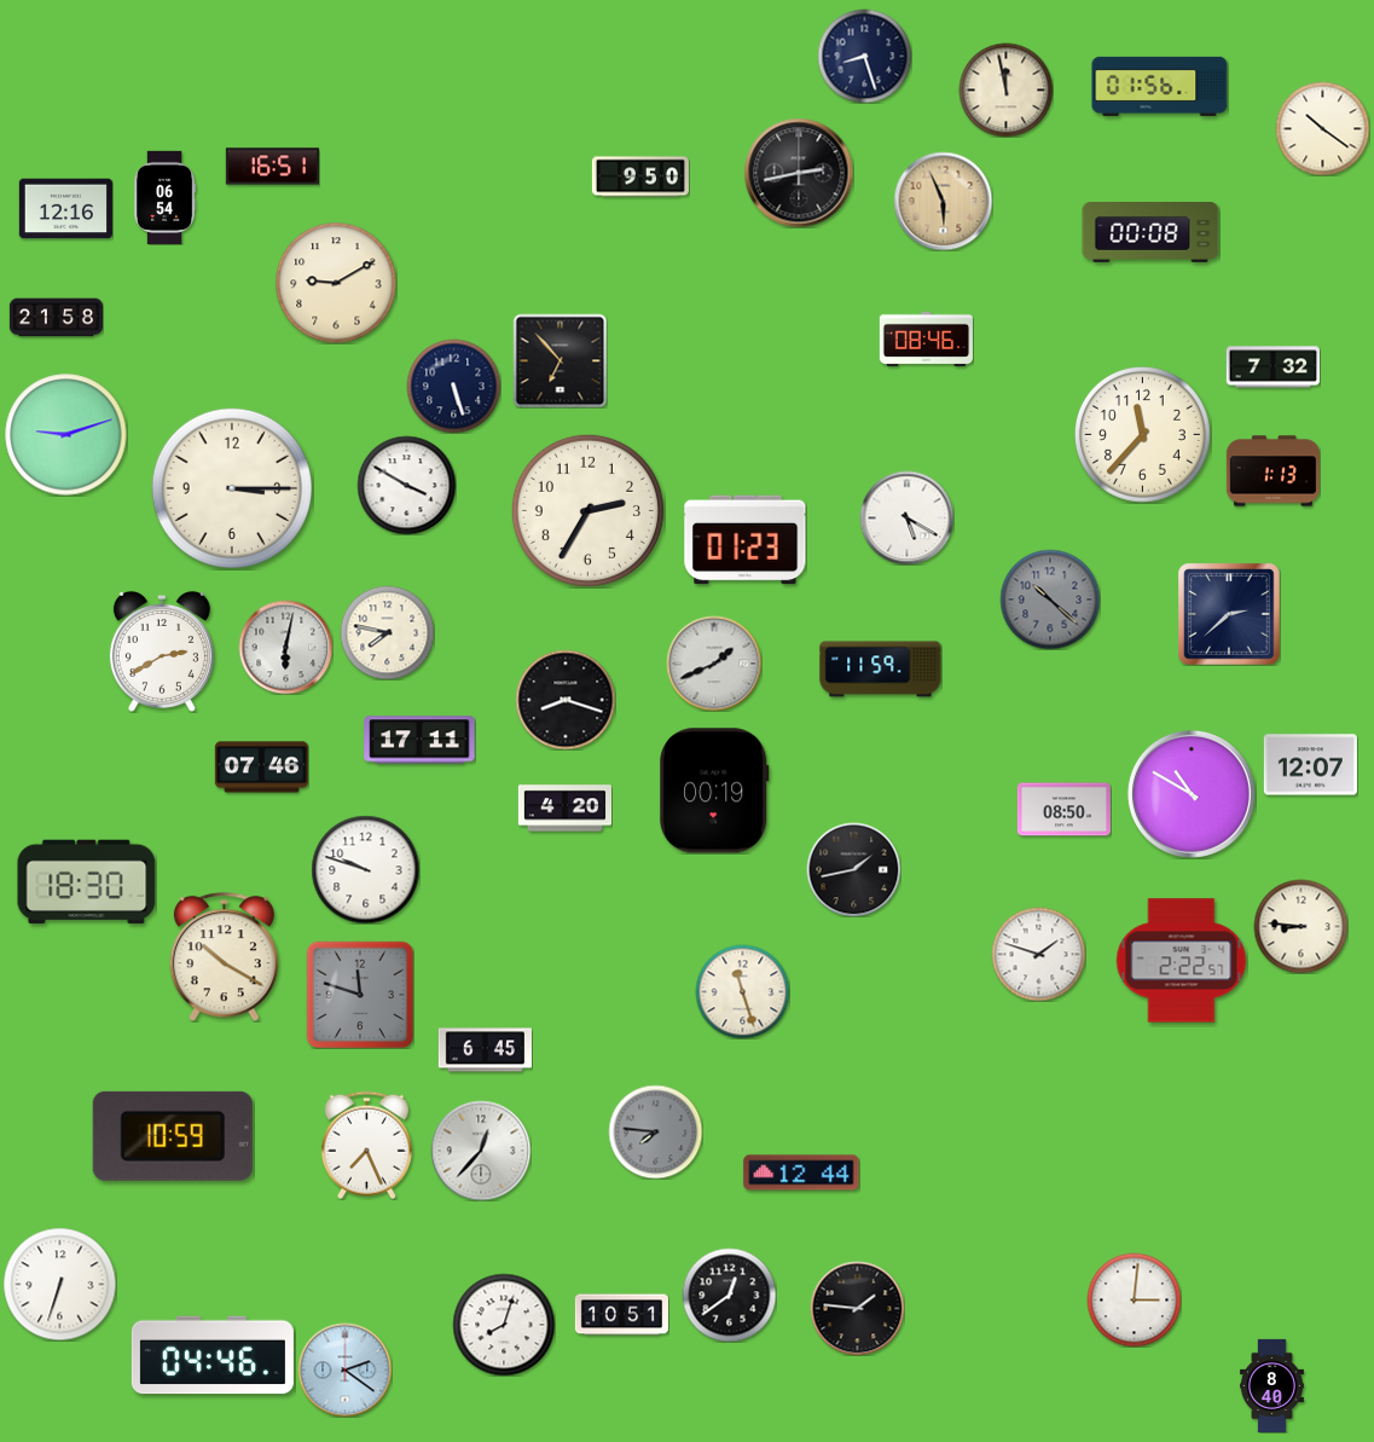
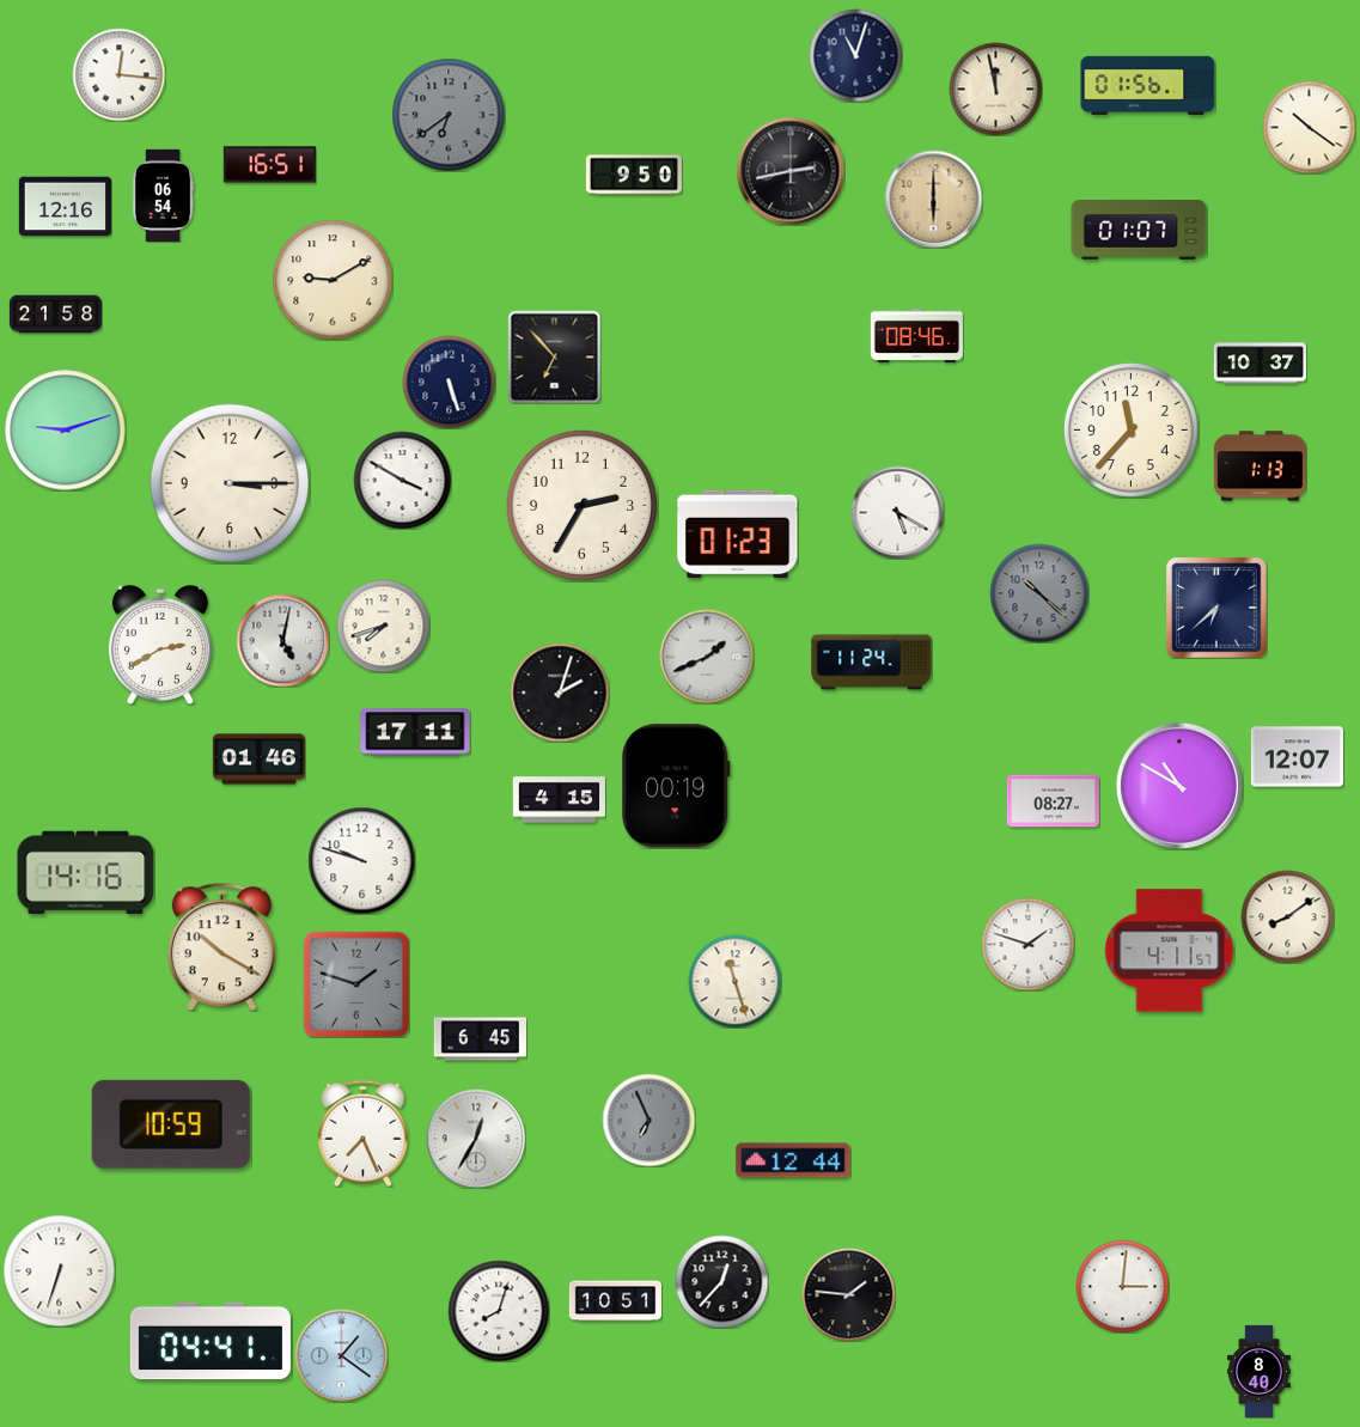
clock at (864, 56): 8:27 -> 11:03
clock at (118, 74): none -> 12:16
clock at (449, 115): none -> 6:39
clock at (943, 201): 5:56 -> 6:00
clock at (1150, 233): 00:08 -> 01:07
clock at (1272, 367): 7:32 -> 10:37
clock at (1229, 614): 2:38 -> 6:38
clock at (387, 632): 7:47 -> 7:42
clock at (285, 647): 6:02 -> 5:02
clock at (881, 670): 11:59 -> 11:24
clock at (566, 700): 8:18 -> 2:03
clock at (261, 768): 07:46 -> 01:46
clock at (715, 791) position: (715, 791) -> (677, 786)
clock at (564, 809): 4:20 -> 4:15
clock at (1063, 810): 08:50 -> 08:27
clock at (853, 869): 1:43 -> none
clock at (87, 882): 18:30 -> 14:16
clock at (1300, 926): 8:46 -> 8:09
clock at (1182, 961): 2:22 -> 4:11
clock at (360, 995): 11:48 -> 1:48
clock at (655, 1131): 7:46 -> 6:56
clock at (481, 1151): 12:37 -> 12:35
clock at (729, 1295): 12:39 -> 12:37
clock at (213, 1355): 04:46 -> 04:41
clock at (344, 1369): 2:21 -> 1:21
